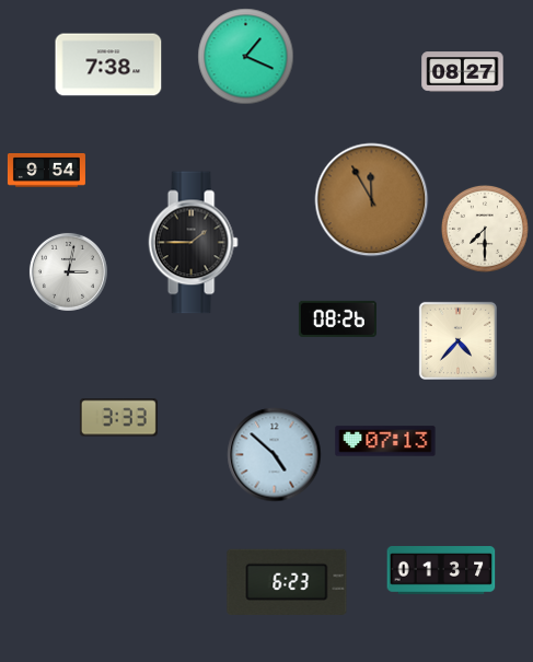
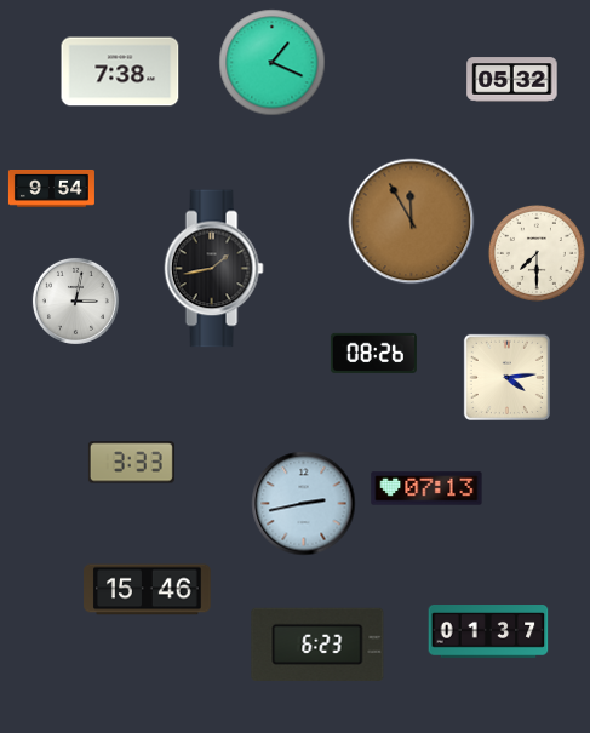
clock at (463, 72): 08:27 -> 05:32
clock at (193, 243): 1:45 -> 1:43
clock at (457, 340): 4:37 -> 4:14
clock at (275, 455): 4:52 -> 2:43
clock at (148, 590): none -> 15:46
